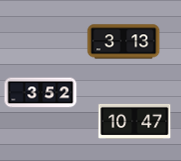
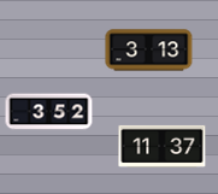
clock at (135, 121): 10:47 -> 11:37
